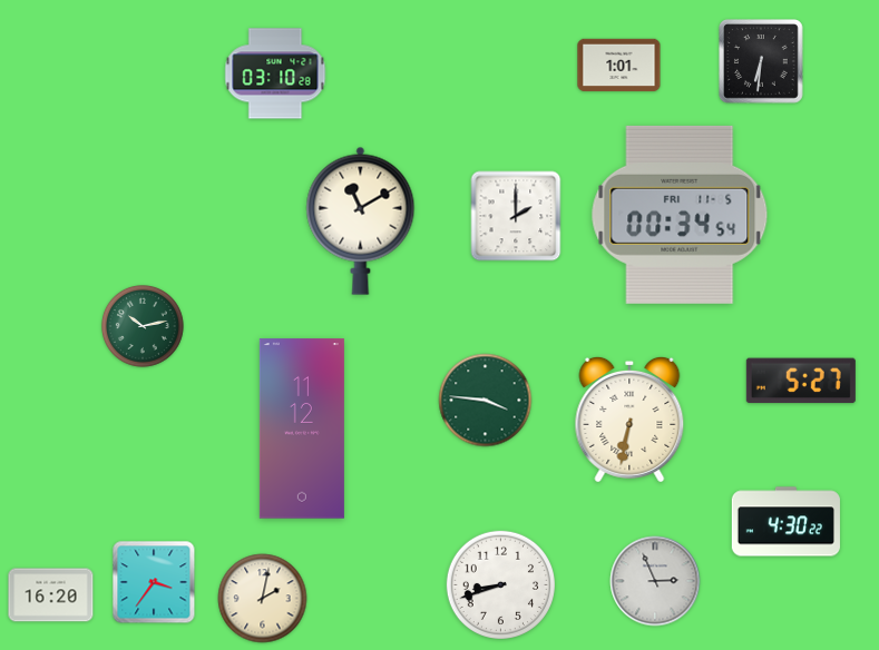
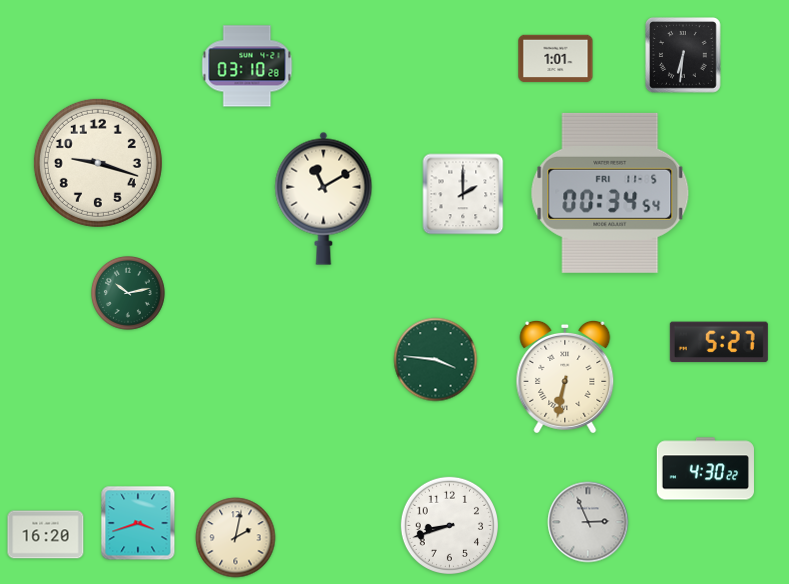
clock at (98, 163): none -> 9:18
clock at (302, 429): 11:12 -> none
clock at (154, 582): 3:36 -> 3:42
